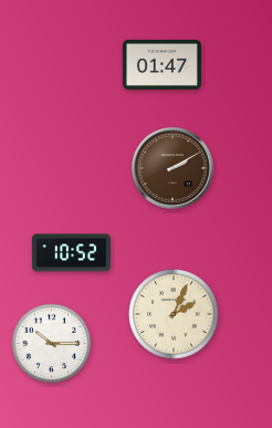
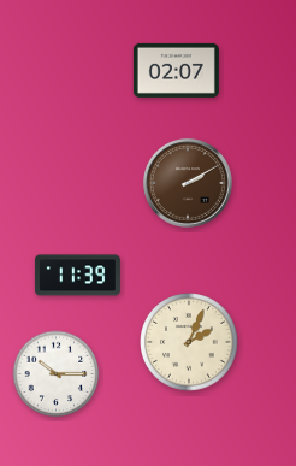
clock at (161, 64): 01:47 -> 02:07
clock at (71, 253): 10:52 -> 11:39
